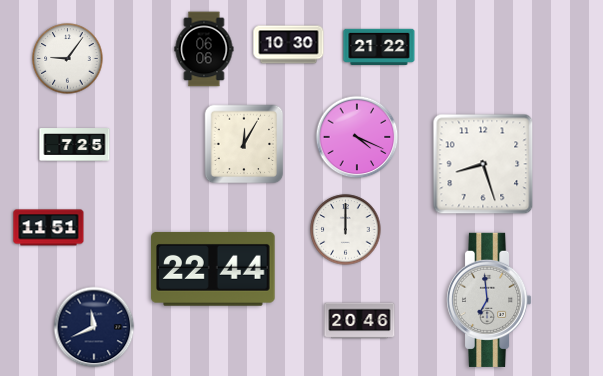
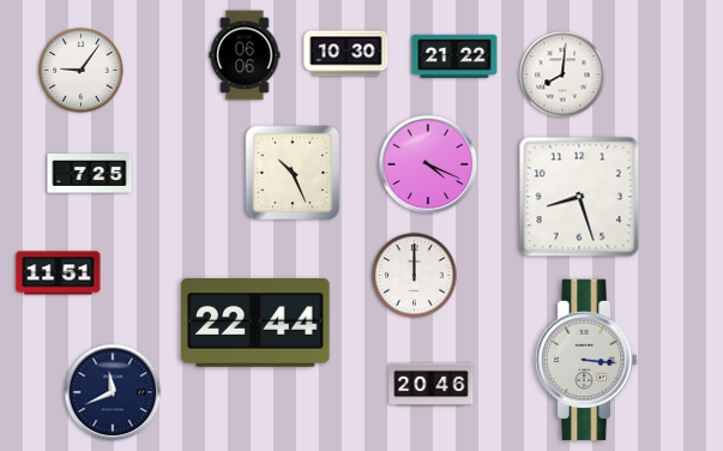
clock at (204, 49) position: (204, 49) -> (245, 55)
clock at (562, 74): none -> 8:01
clock at (244, 144): 12:05 -> 10:26
clock at (490, 300): 6:59 -> 3:16
